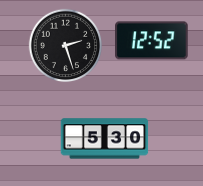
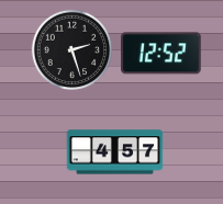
clock at (152, 41) position: (152, 41) -> (161, 54)
clock at (105, 139): 5:30 -> 4:57
